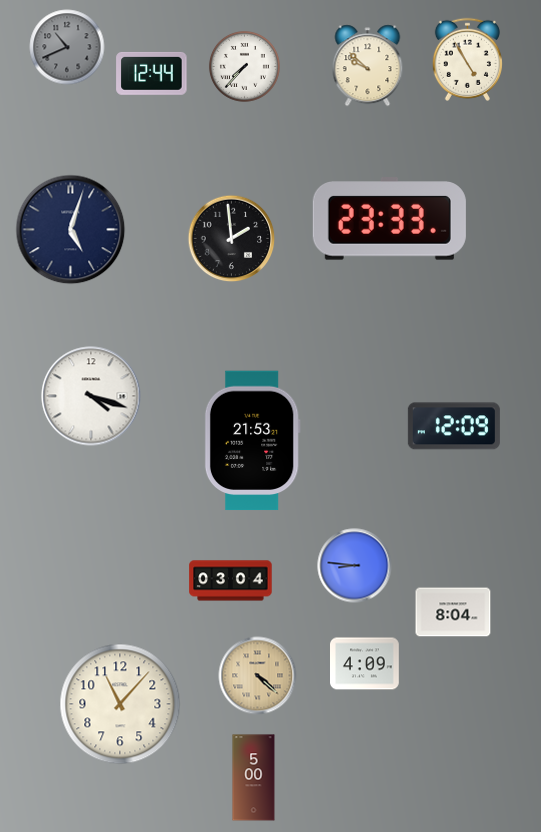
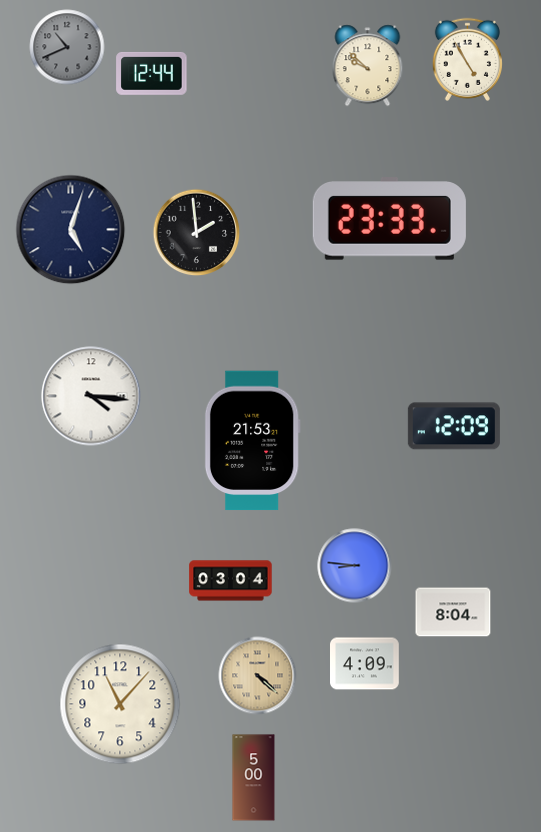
clock at (244, 66): 7:37 -> none
clock at (232, 239) position: (232, 239) -> (197, 233)
clock at (91, 396): 4:18 -> 4:16
